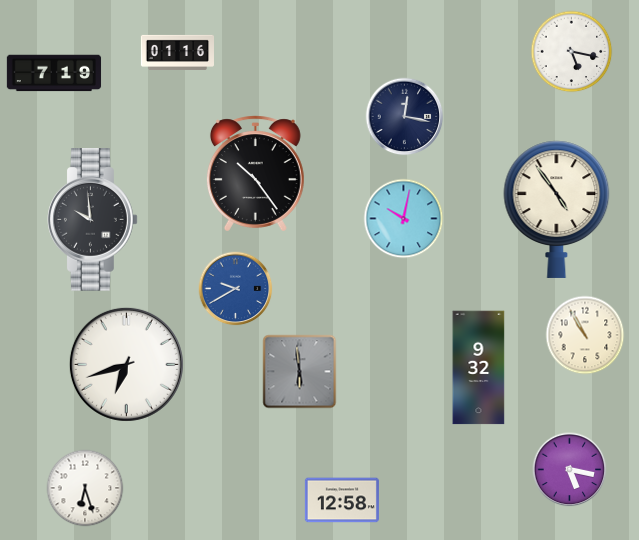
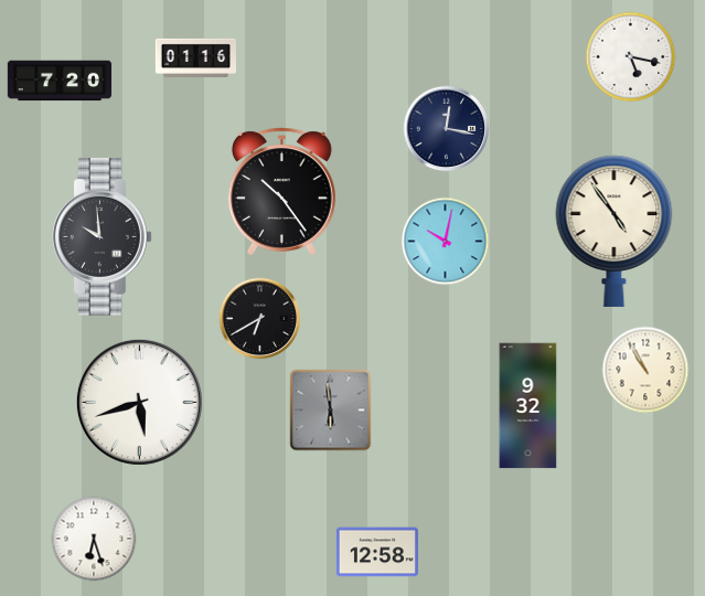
clock at (54, 73): 7:19 -> 7:20
clock at (93, 220) position: (93, 220) -> (103, 237)
clock at (236, 289): 9:40 -> 6:40
clock at (236, 289) dial: blue -> black
clock at (126, 364): 6:42 -> 5:42
clock at (570, 470): 5:17 -> none
